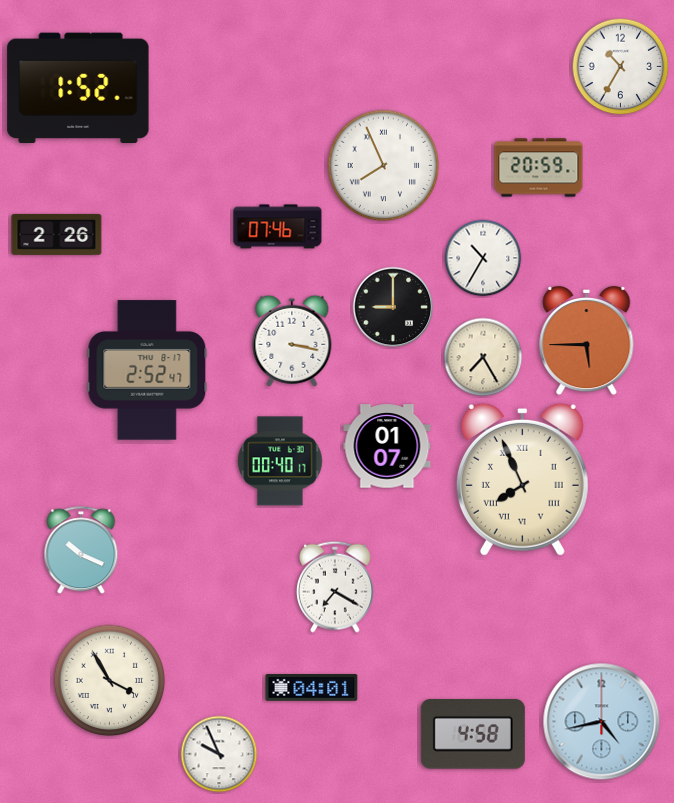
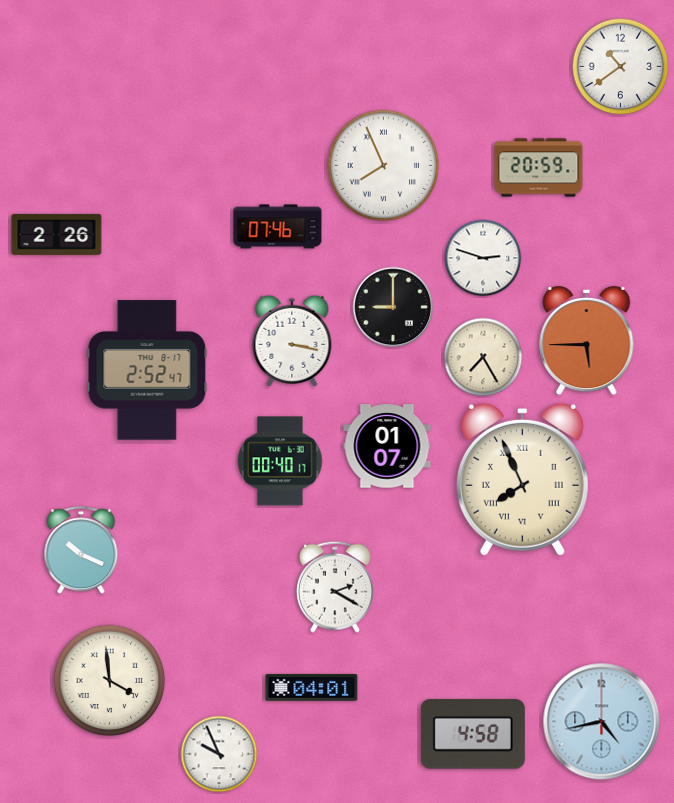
clock at (621, 67): 10:35 -> 10:39
clock at (78, 88): 1:52 -> none
clock at (483, 258): 10:35 -> 2:48
clock at (335, 587): 7:20 -> 2:20
clock at (110, 681): 3:55 -> 3:59
